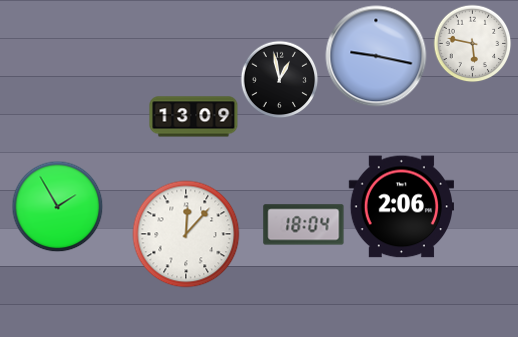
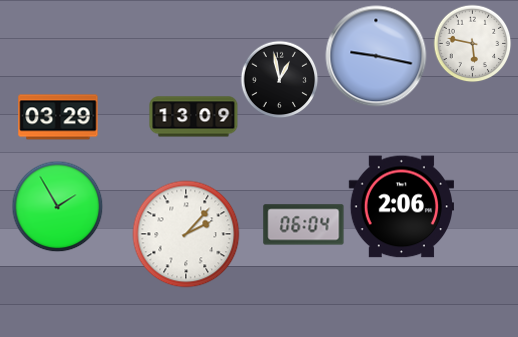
clock at (58, 117): none -> 03:29
clock at (304, 225): 18:04 -> 06:04
clock at (186, 234): 12:07 -> 2:07
